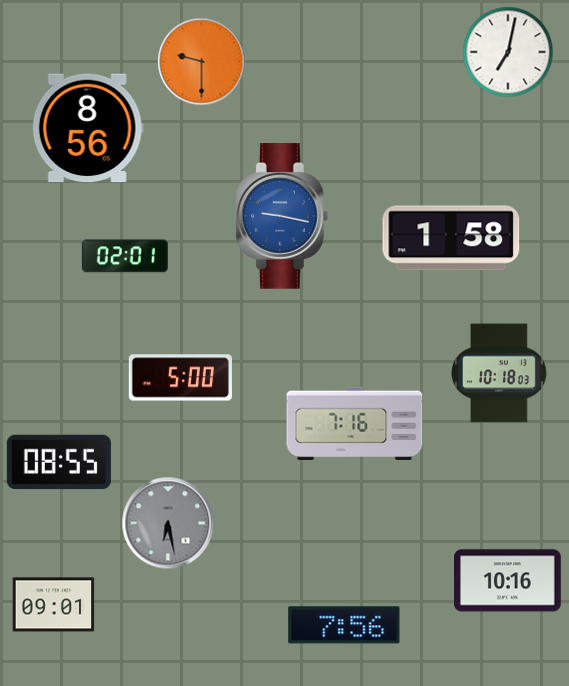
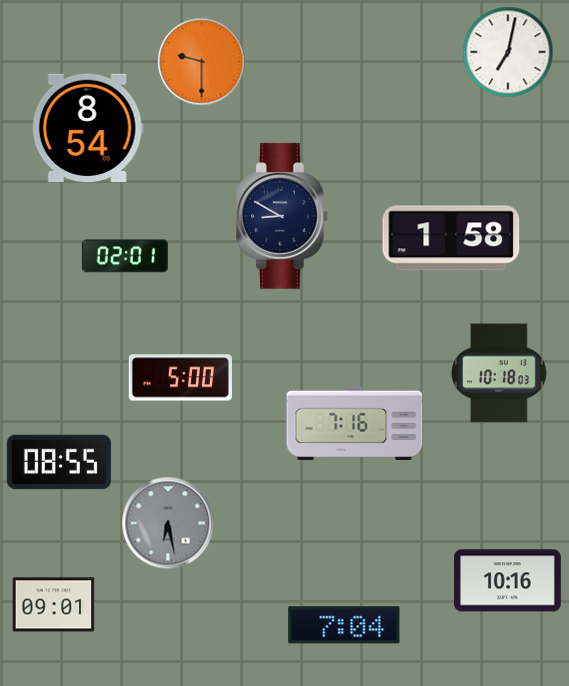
clock at (88, 128): 8:56 -> 8:54
clock at (282, 216): 9:17 -> 8:50
clock at (282, 216) dial: blue -> navy
clock at (344, 625): 7:56 -> 7:04
